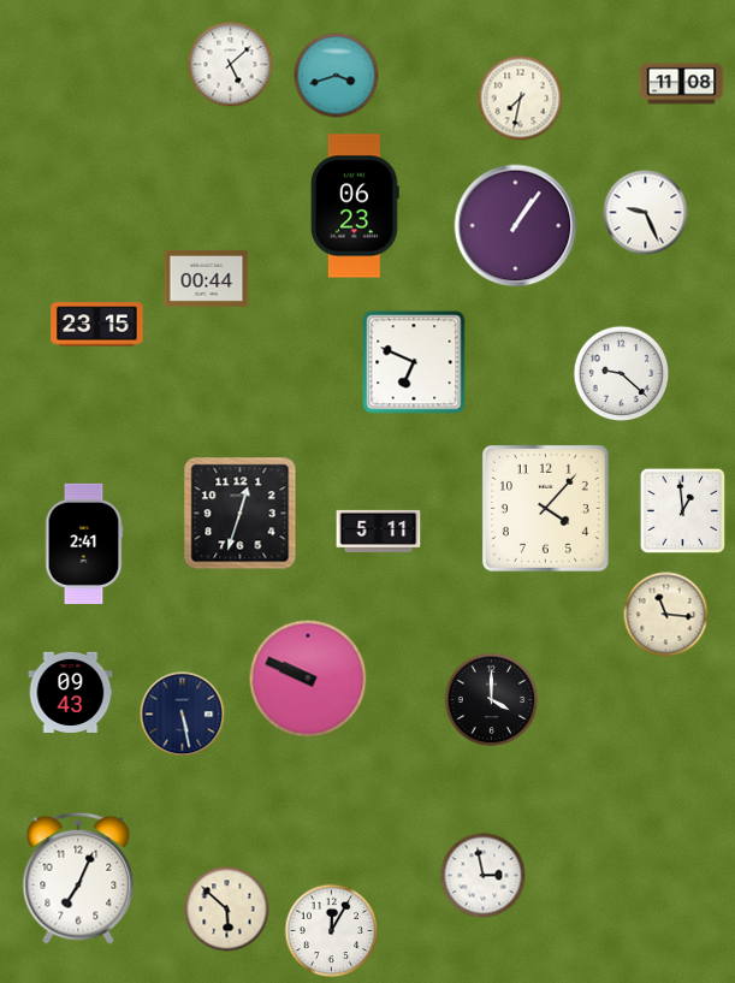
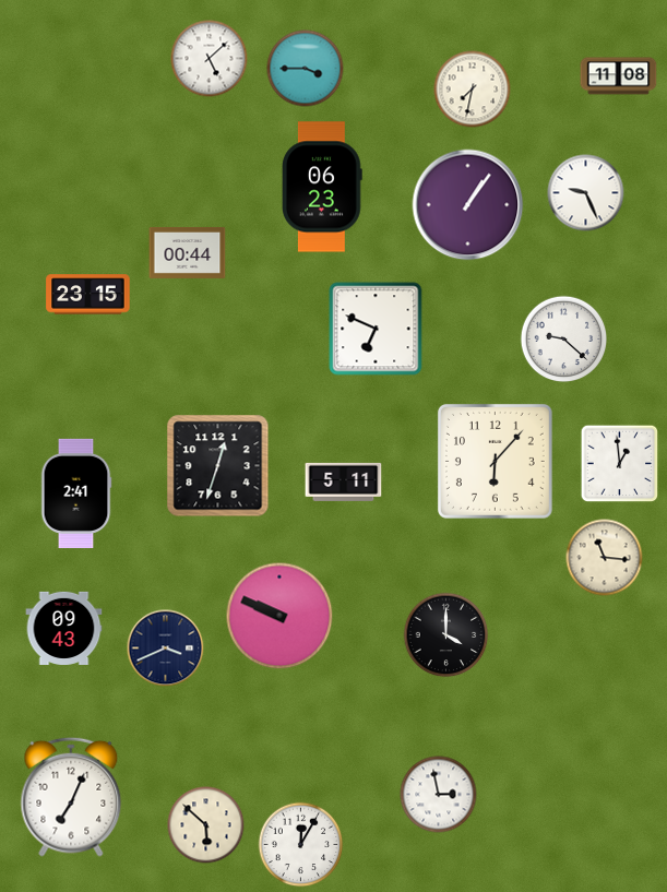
clock at (337, 76): 3:42 -> 3:45
clock at (545, 508): 4:07 -> 6:07
clock at (183, 715): 5:28 -> 3:41
